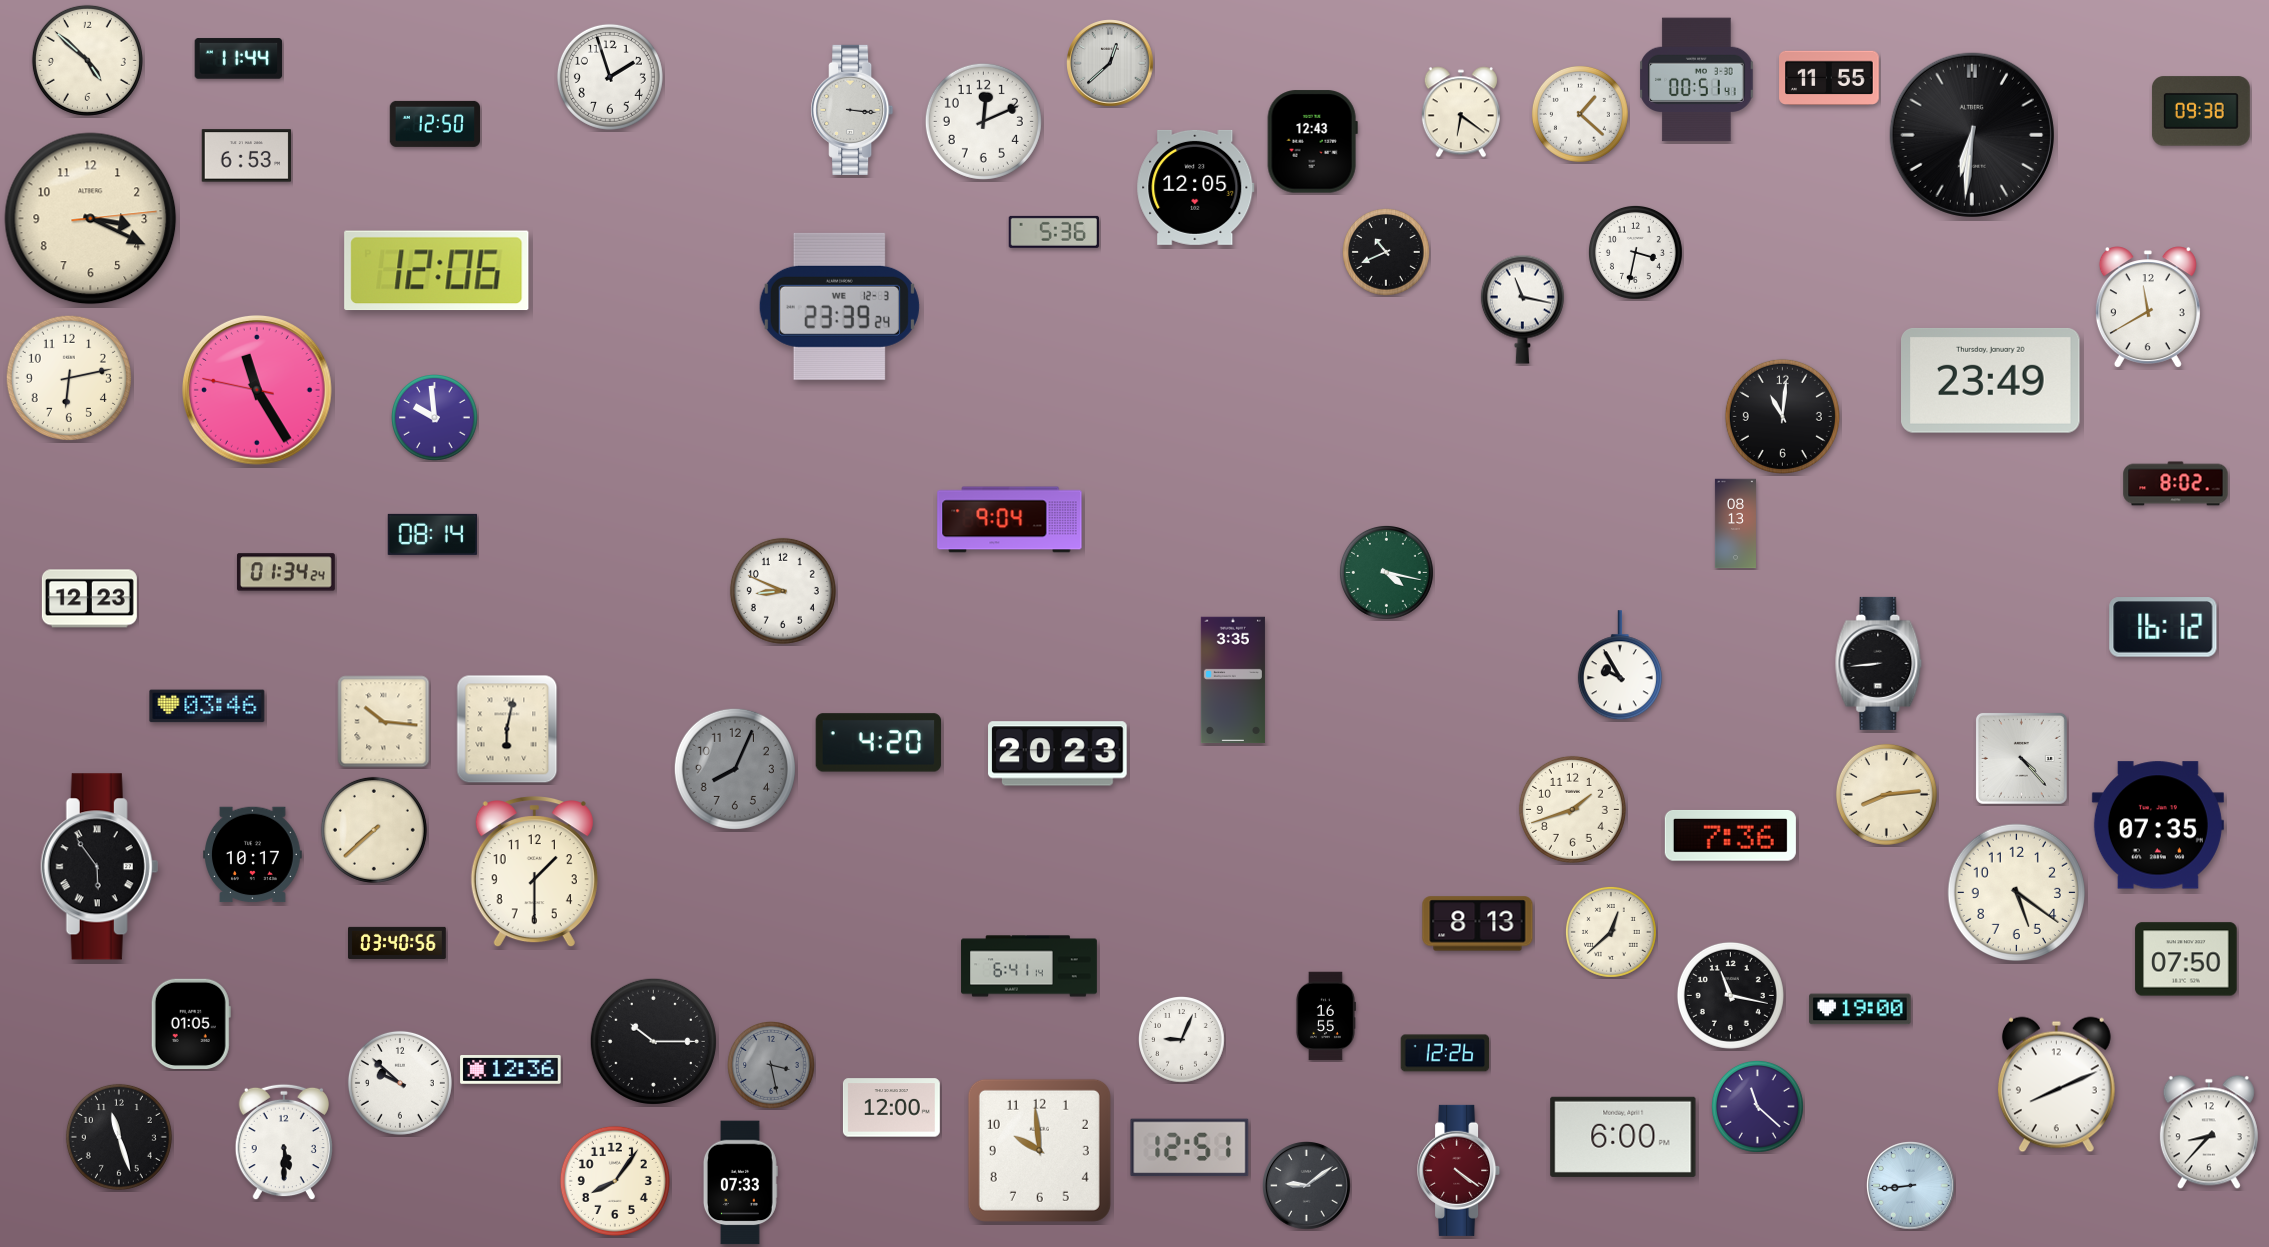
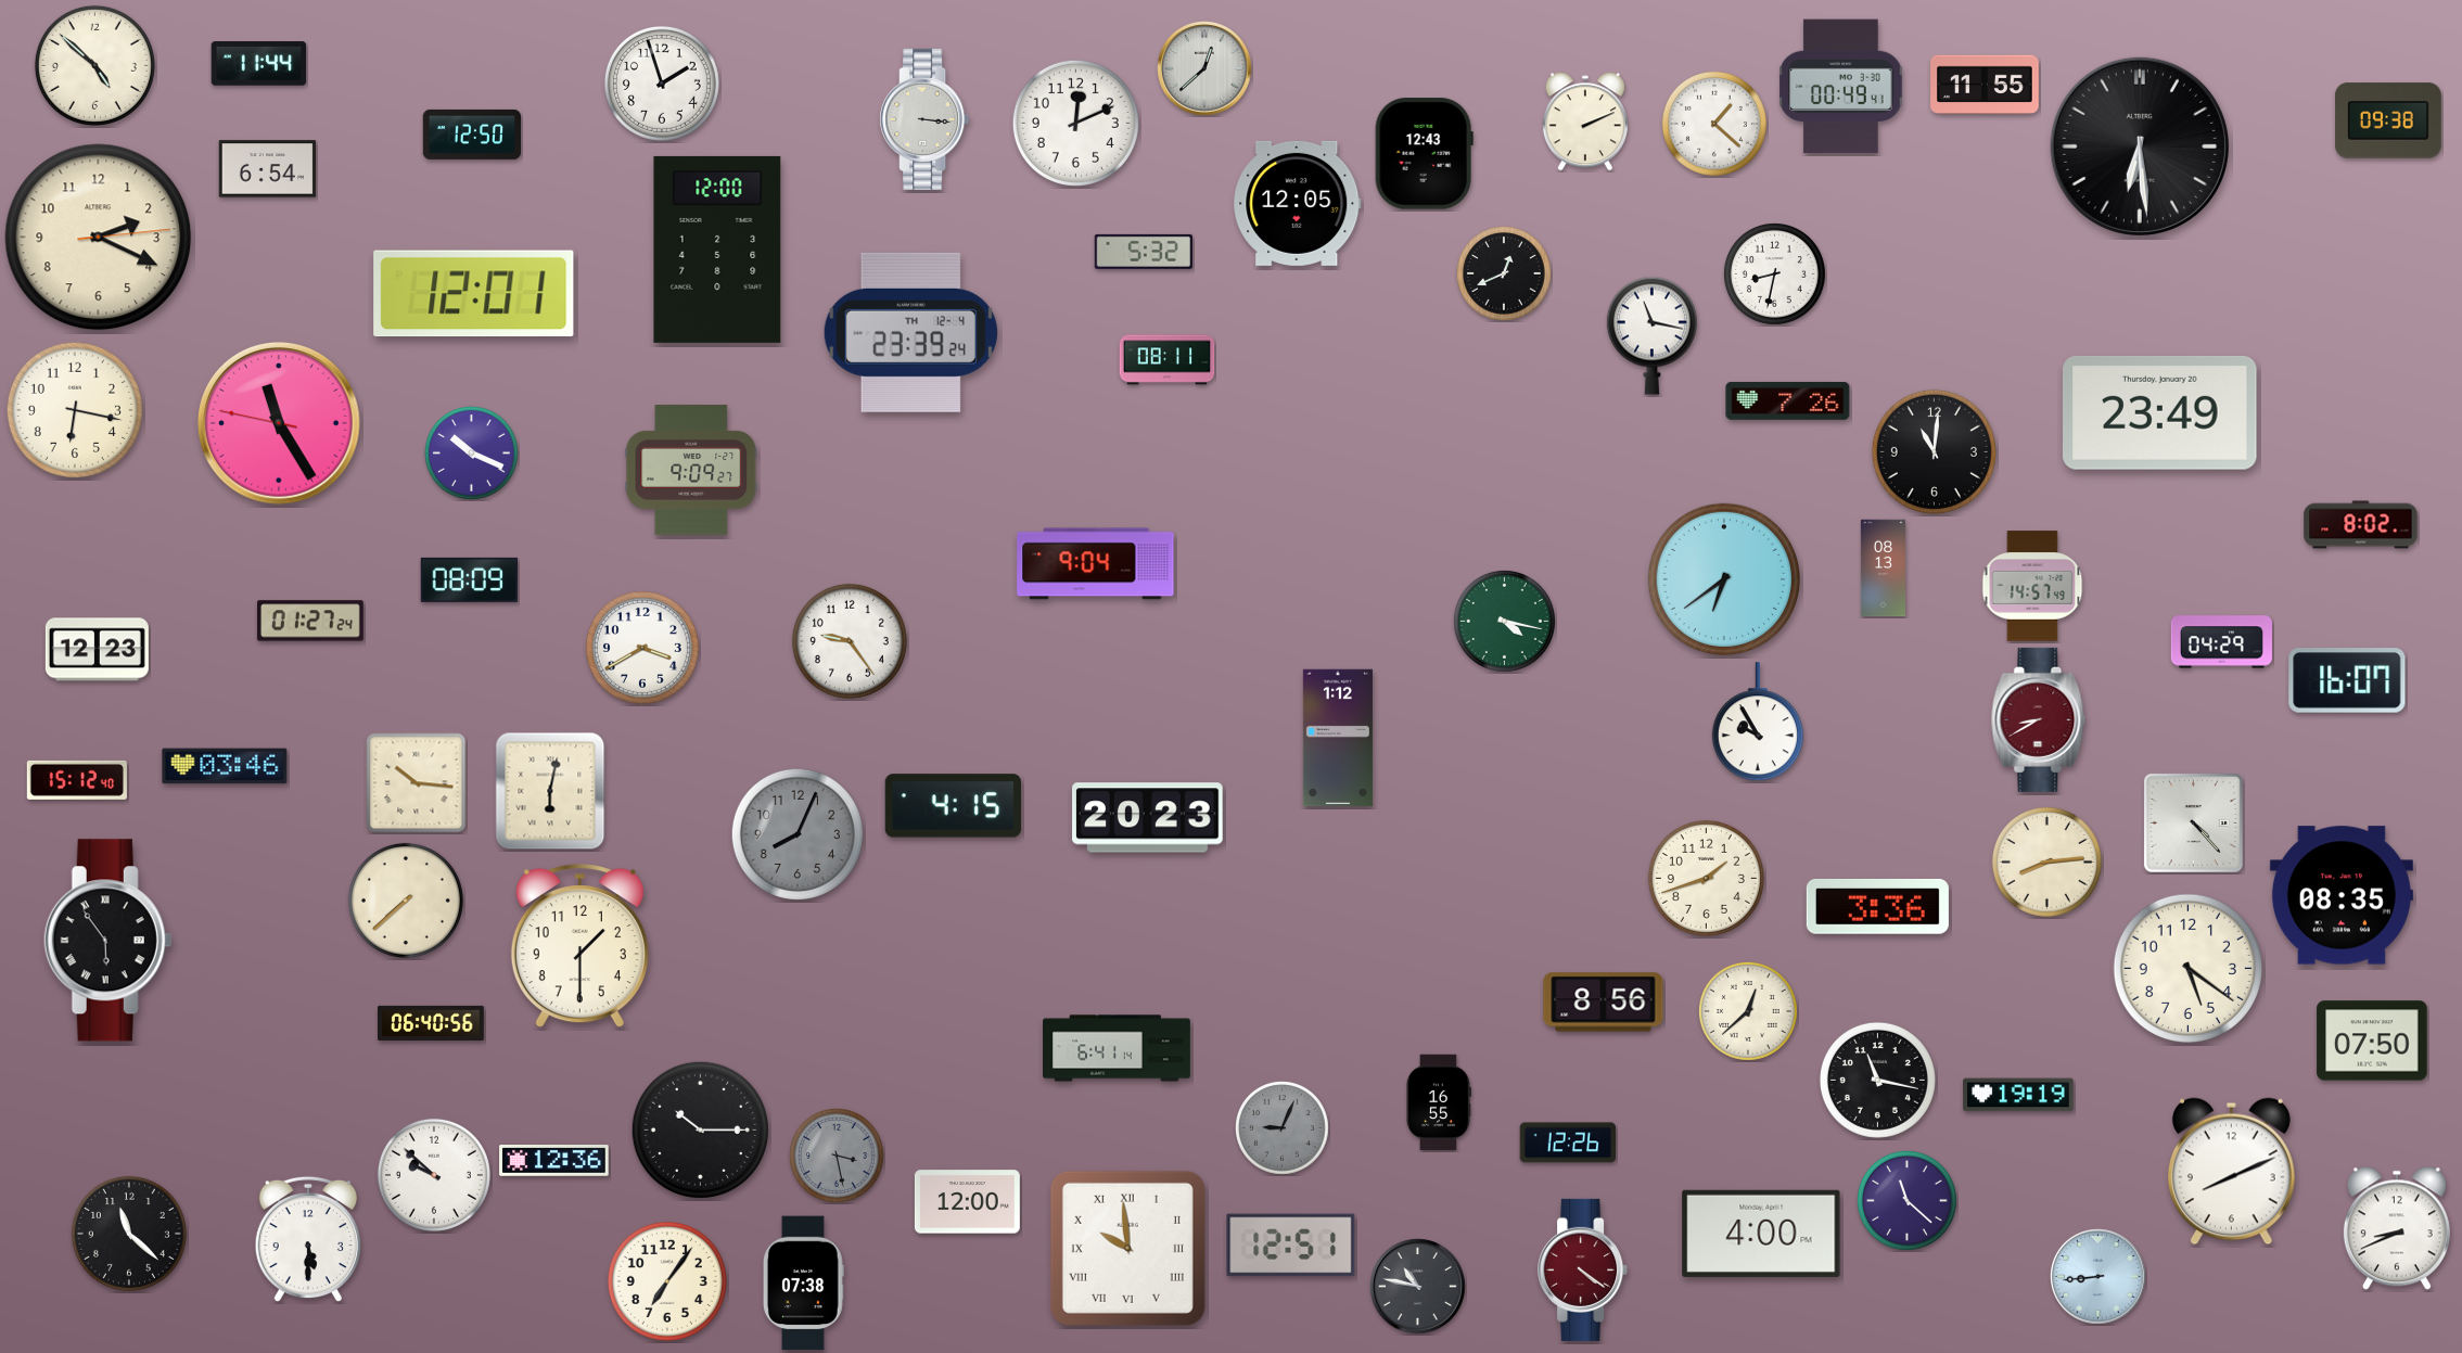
clock at (1697, 80): 00:51 -> 00:49
clock at (1461, 112): 6:21 -> 2:11
clock at (983, 121) position: (983, 121) -> (1075, 123)
clock at (1972, 135): 6:31 -> 6:29
clock at (247, 156): 6:53 -> 6:54
clock at (91, 219): 3:19 -> 2:19
clock at (717, 250): none -> 12:00
clock at (1054, 232): 5:36 -> 5:32
clock at (1635, 252): 3:32 -> 8:32
clock at (1387, 253): 10:41 -> 12:41
clock at (437, 271): 12:06 -> 12:01
clock at (839, 306) date: WE 12-3 -> TH 12-4
clock at (2148, 308): 11:40 -> none
clock at (1168, 360): none -> 08:11
clock at (1788, 400): none -> 7:26
clock at (69, 378): 6:13 -> 6:17
clock at (435, 418): 9:59 -> 10:19
clock at (691, 470): none -> 9:09
clock at (1723, 578): none -> 6:39
clock at (433, 534): 08:14 -> 08:09
clock at (2032, 586): none -> 14:57
clock at (286, 572): 01:34 -> 01:27
clock at (783, 591): 8:49 -> 9:24
clock at (2221, 642): none -> 04:29
clock at (642, 648): none -> 3:40
clock at (2163, 627): 16:12 -> 16:07
clock at (1879, 663): 8:44 -> 8:40
clock at (1879, 663) dial: black -> burgundy
clock at (1233, 680): 3:35 -> 1:12
clock at (77, 780): none -> 15:12
clock at (879, 743): 4:20 -> 4:15
clock at (2158, 825): 07:35 -> 08:35
clock at (1730, 835): 7:36 -> 3:36
clock at (253, 855): 10:17 -> none
clock at (1478, 924): 8:13 -> 8:56
clock at (398, 943): 03:40 -> 06:40
clock at (1860, 1009): 19:00 -> 19:19
clock at (191, 1023): 01:05 -> none
clock at (1182, 1040) dial: white -> grey
clock at (653, 1041) position: (653, 1041) -> (700, 1129)
clock at (2056, 1085) position: (2056, 1085) -> (2231, 1172)
clock at (2209, 1132): 8:37 -> 8:41
clock at (119, 1137): 11:27 -> 11:22
clock at (1623, 1137): 6:00 -> 4:00
clock at (1039, 1150) numerals: Arabic -> Roman
clock at (615, 1181): 8:06 -> 7:06
clock at (740, 1183): 07:33 -> 07:38
clock at (1307, 1186): 9:09 -> 10:47
clock at (1911, 1186) position: (1911, 1186) -> (2099, 1277)
